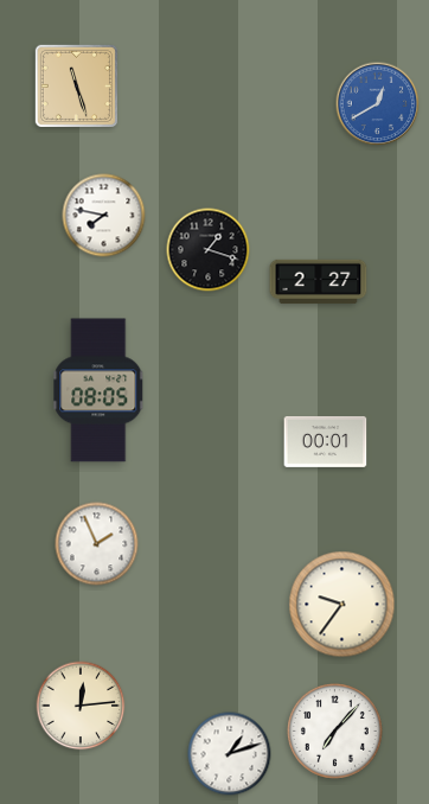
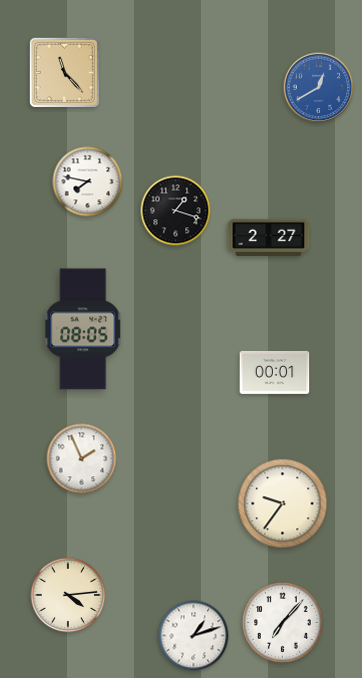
clock at (76, 85): 11:27 -> 11:23
clock at (342, 605) position: (342, 605) -> (283, 504)
clock at (81, 706): 12:14 -> 4:14
clock at (334, 730) position: (334, 730) -> (282, 622)
